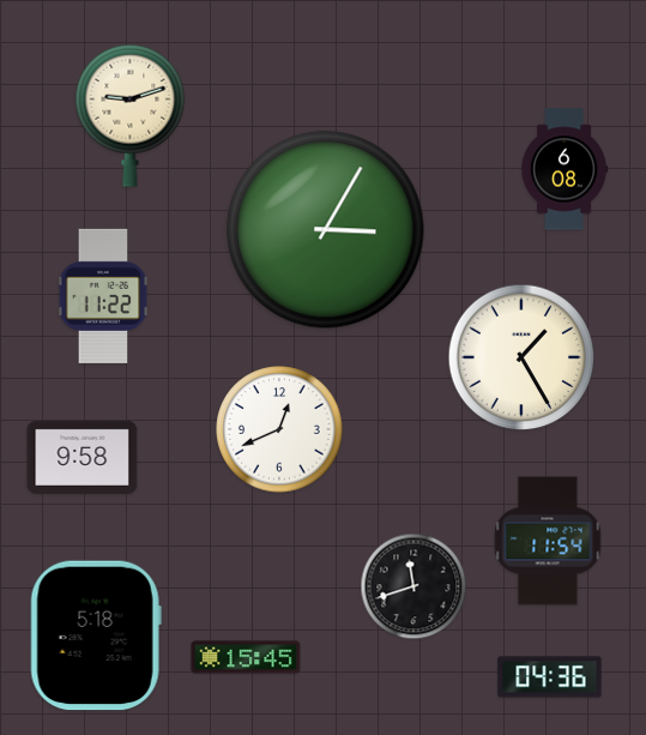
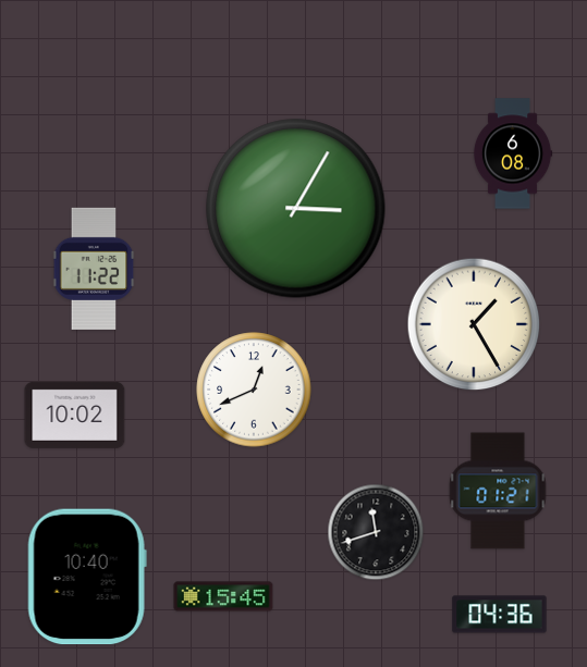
clock at (131, 115): 9:12 -> none
clock at (83, 457): 9:58 -> 10:02
clock at (548, 541): 11:54 -> 01:21
clock at (96, 635): 5:18 -> 10:40
